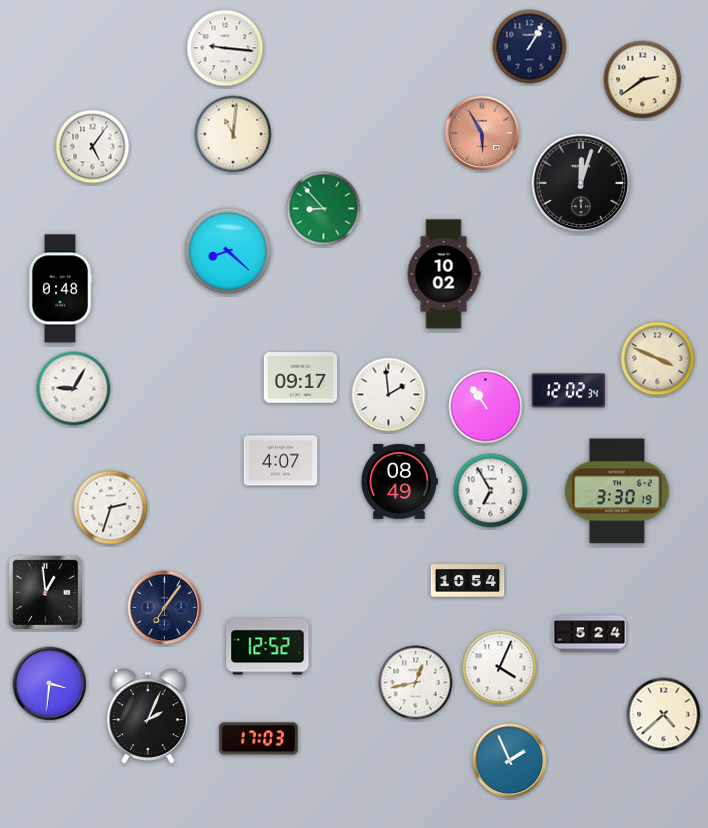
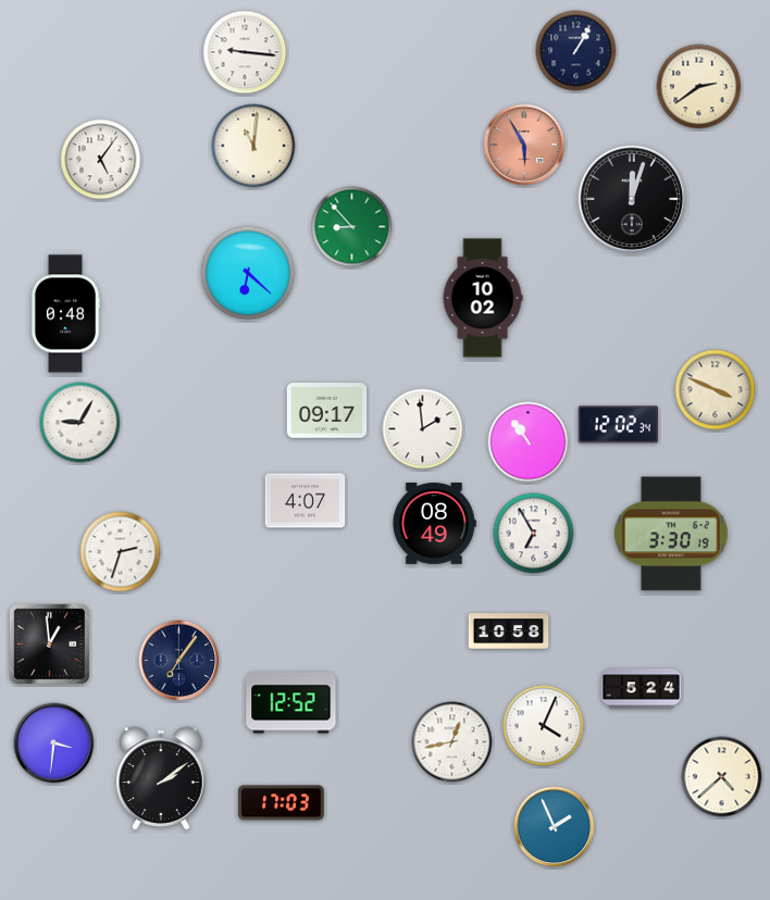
clock at (228, 251): 8:22 -> 6:22
clock at (468, 581): 10:54 -> 10:58
clock at (148, 716): 2:04 -> 2:09
